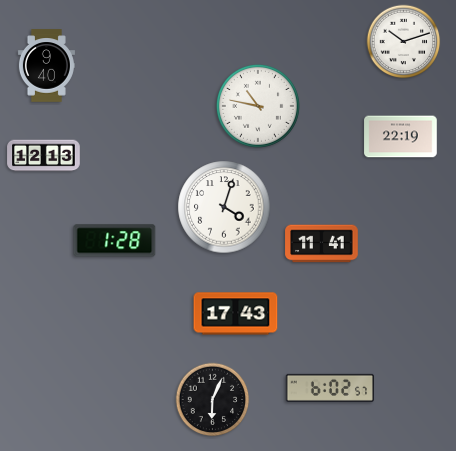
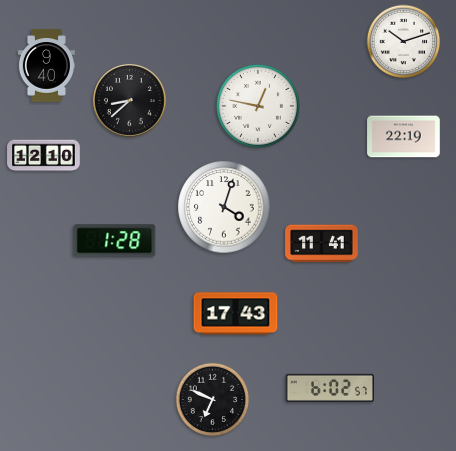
clock at (129, 100): none -> 8:38
clock at (258, 106): 10:47 -> 12:47
clock at (401, 137) position: (401, 137) -> (404, 137)
clock at (44, 156): 12:13 -> 12:10
clock at (213, 400): 6:04 -> 6:49
